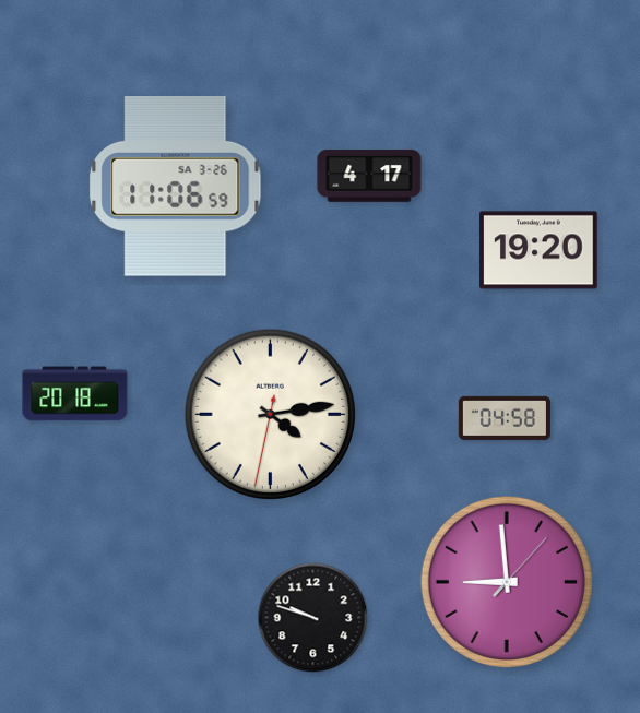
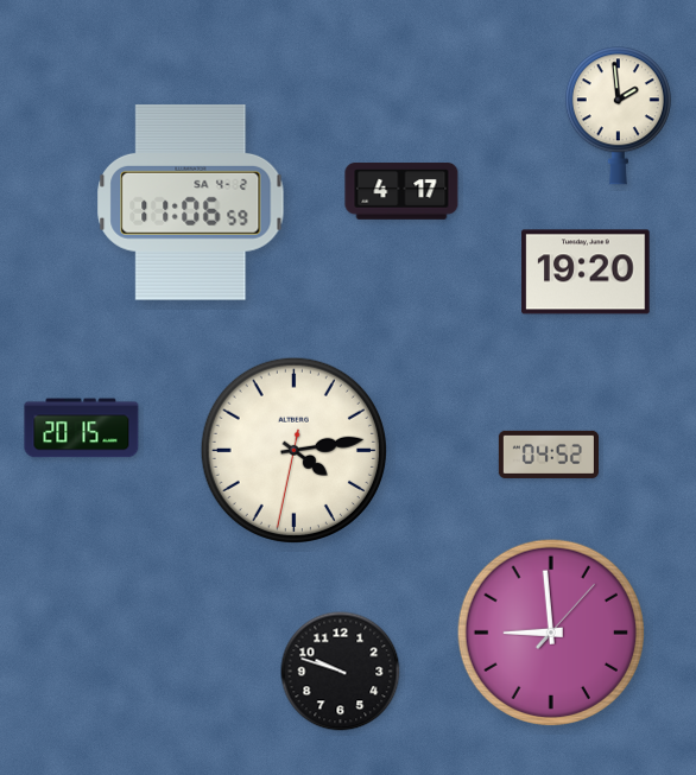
clock at (618, 116): none -> 1:59
clock at (176, 186) date: SA 3-26 -> SA 4-2
clock at (75, 394): 20:18 -> 20:15
clock at (505, 418): 04:58 -> 04:52
